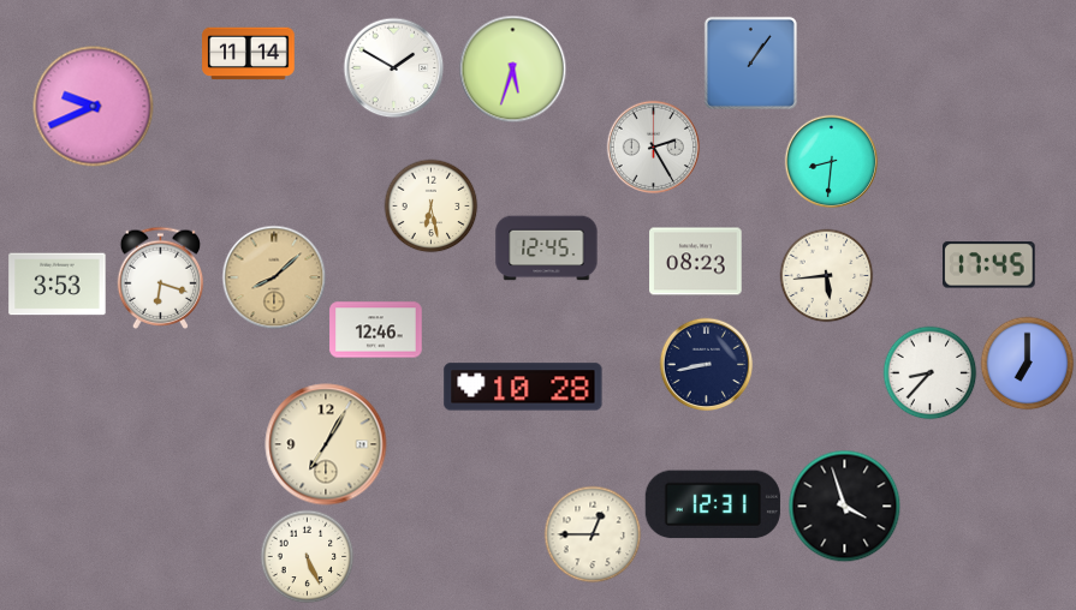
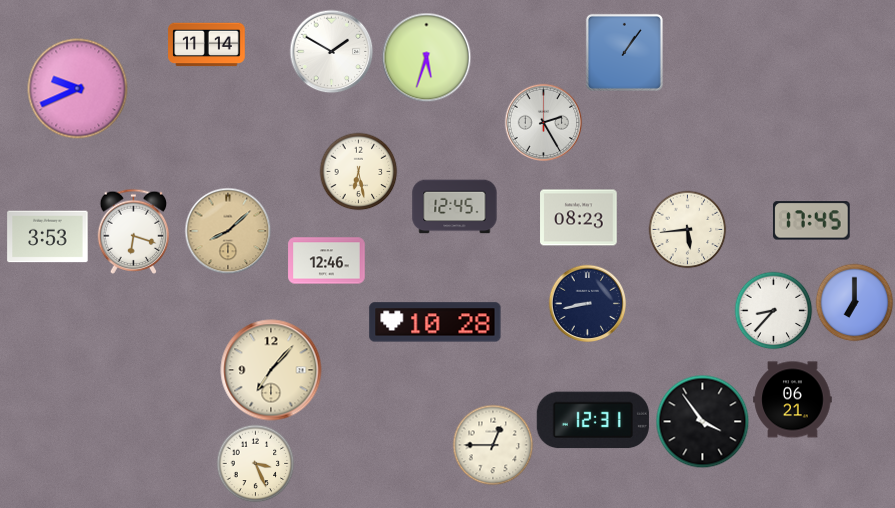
clock at (393, 67) position: (393, 67) -> (331, 51)
clock at (831, 161): 8:31 -> none
clock at (989, 265) position: (989, 265) -> (812, 221)
clock at (376, 330) position: (376, 330) -> (327, 261)
clock at (326, 444): 7:05 -> 7:07
clock at (793, 400): none -> 06:21
clock at (844, 506): 3:57 -> 3:54
clock at (307, 556): 5:26 -> 3:26
